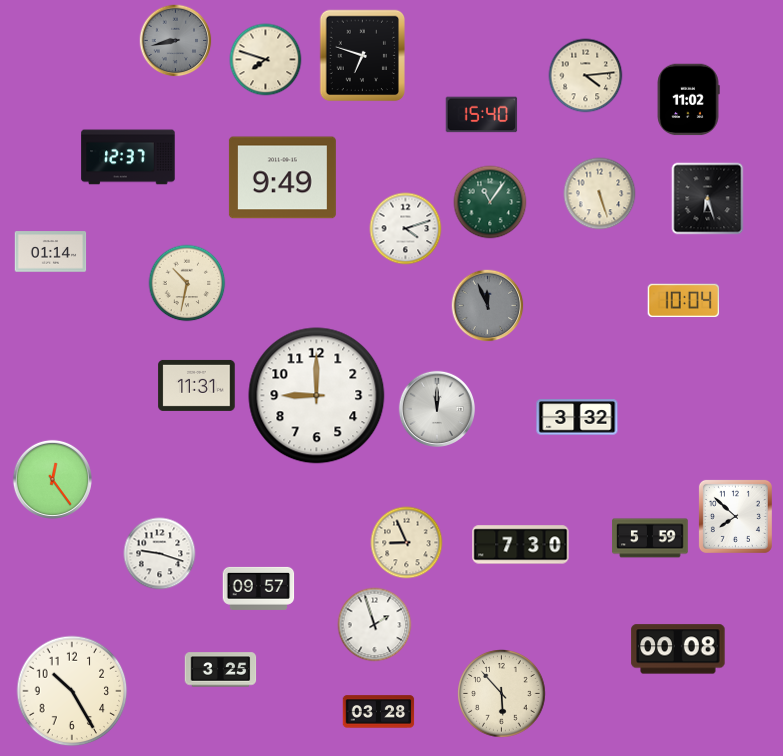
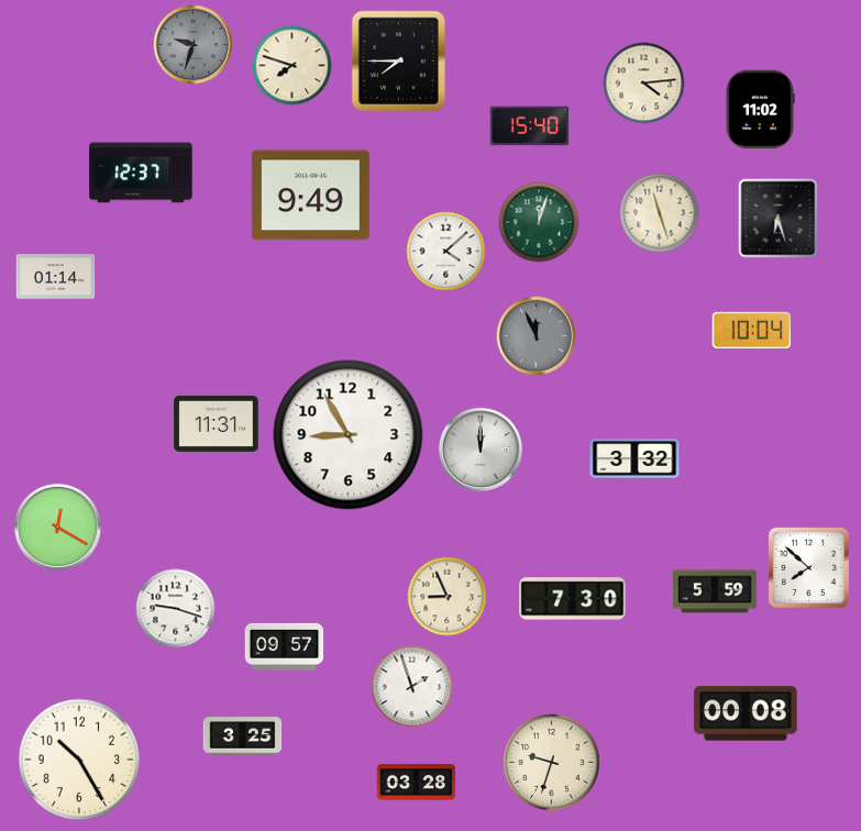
clock at (176, 41): 8:43 -> 9:33
clock at (363, 56): 6:48 -> 7:45
clock at (688, 100) position: (688, 100) -> (760, 110)
clock at (600, 194): 5:27 -> 11:27
clock at (490, 202): 11:06 -> 12:03
clock at (406, 229): 4:12 -> 4:08
clock at (187, 283): 10:32 -> none
clock at (317, 396): 9:00 -> 8:55
clock at (52, 479): 12:24 -> 12:20
clock at (502, 694): 5:53 -> 9:33
